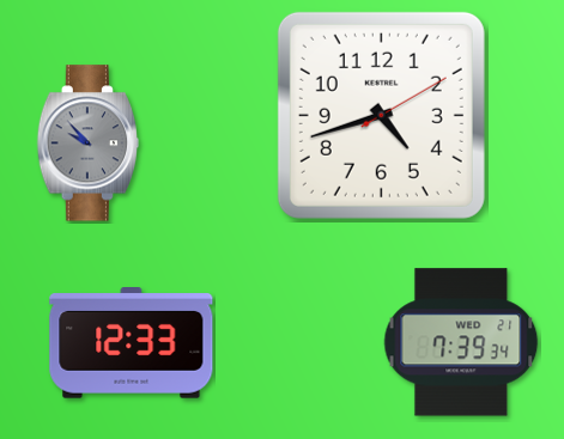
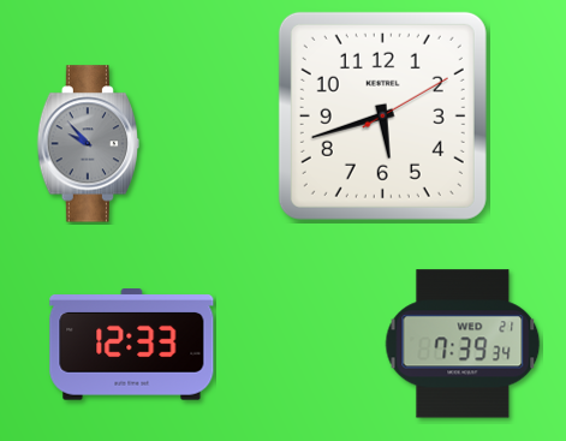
clock at (381, 115): 4:42 -> 5:42
